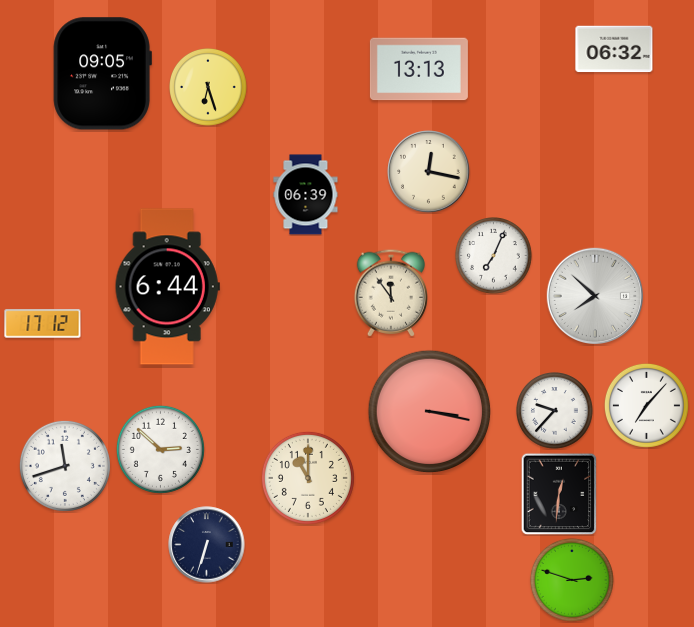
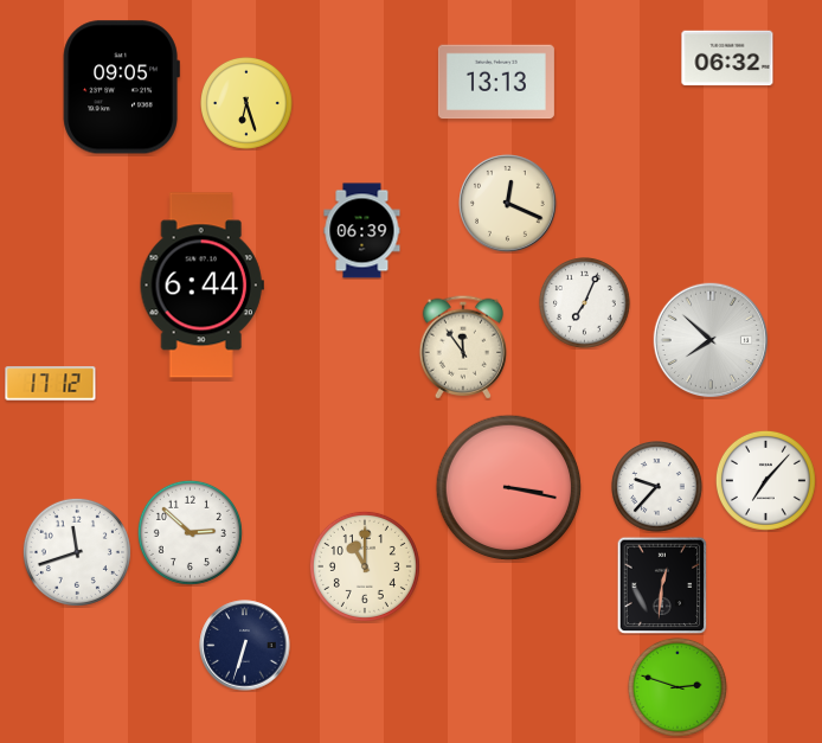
clock at (429, 172): 12:17 -> 12:19
clock at (167, 287) position: (167, 287) -> (201, 286)
clock at (594, 295) position: (594, 295) -> (709, 339)
